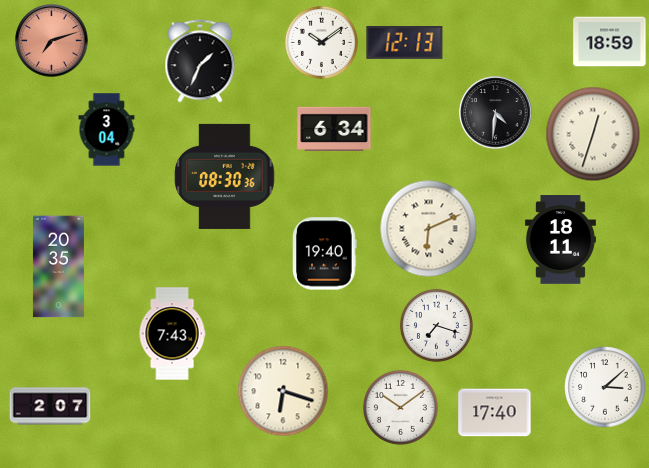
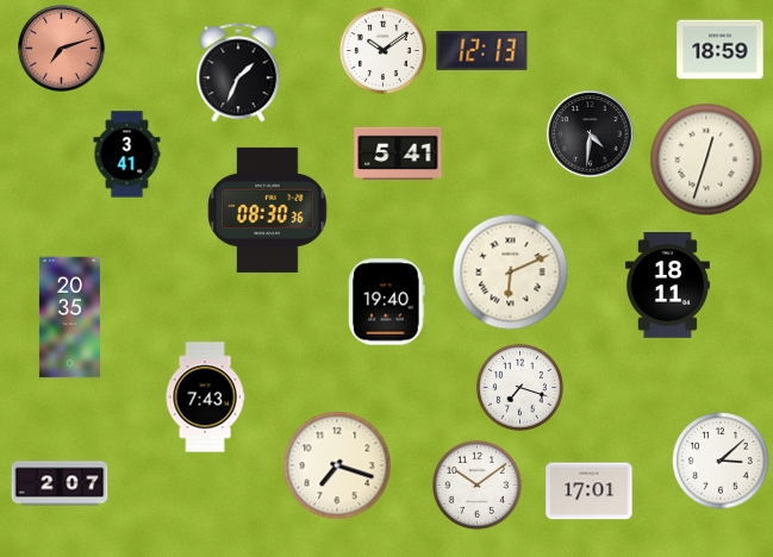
clock at (610, 42) position: (610, 42) -> (721, 50)
clock at (334, 128): 6:34 -> 5:41
clock at (107, 130): 3:04 -> 3:41
clock at (283, 391): 6:18 -> 7:18
clock at (495, 413): 17:40 -> 17:01
